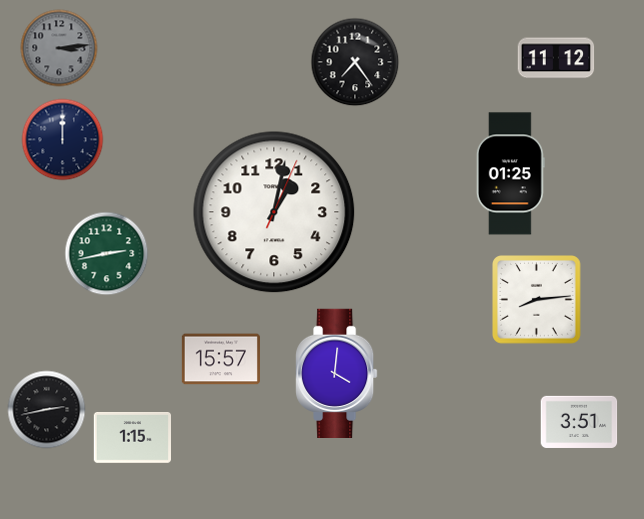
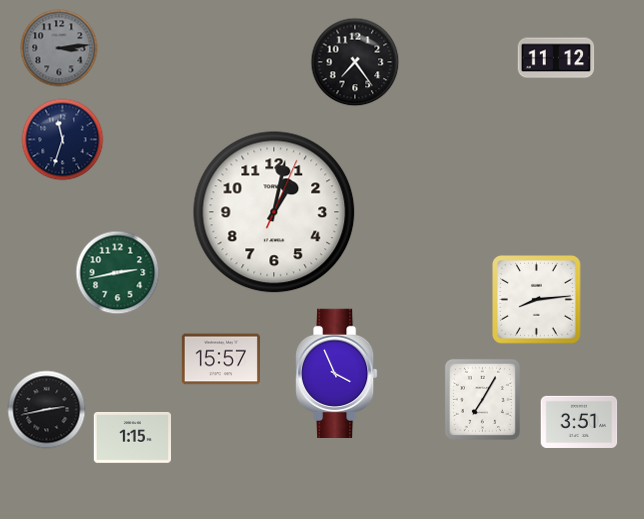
clock at (63, 140): 12:00 -> 11:33
clock at (510, 174): 01:25 -> none
clock at (107, 254) position: (107, 254) -> (118, 273)
clock at (337, 373): 4:01 -> 3:56
clock at (482, 399): none -> 7:05
